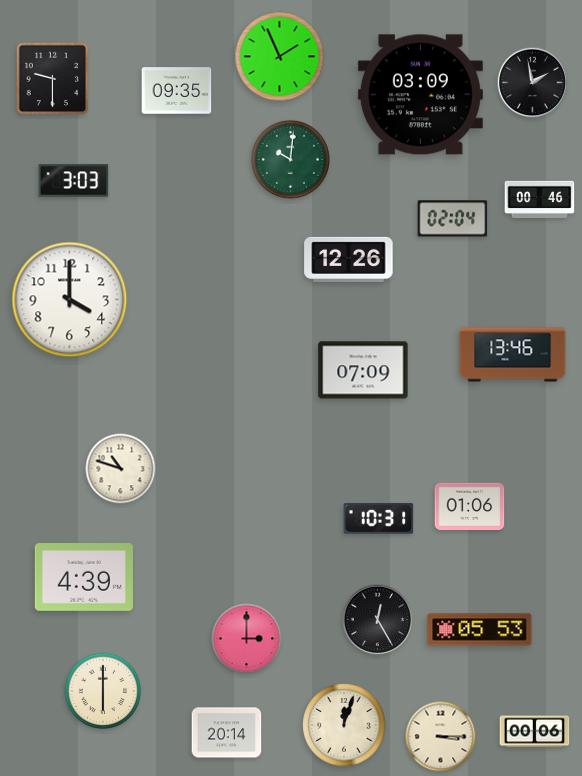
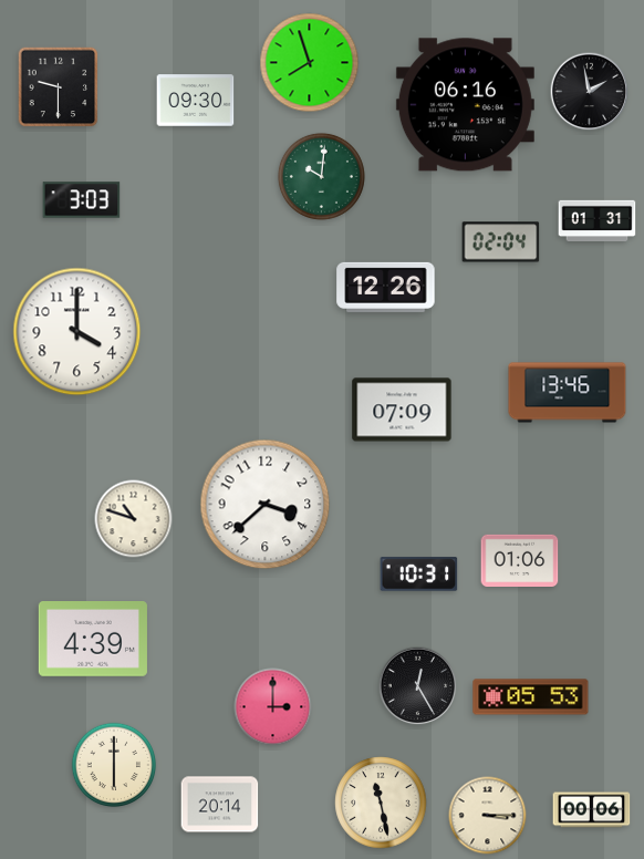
clock at (280, 57): 1:56 -> 7:57
clock at (177, 91): 09:35 -> 09:30
clock at (420, 95): 03:09 -> 06:16
clock at (540, 199): 00:46 -> 01:31
clock at (266, 505): none -> 3:38
clock at (344, 725): 12:03 -> 11:28
clock at (227, 733) position: (227, 733) -> (220, 805)
